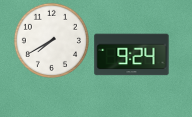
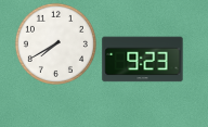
clock at (132, 55): 9:24 -> 9:23
